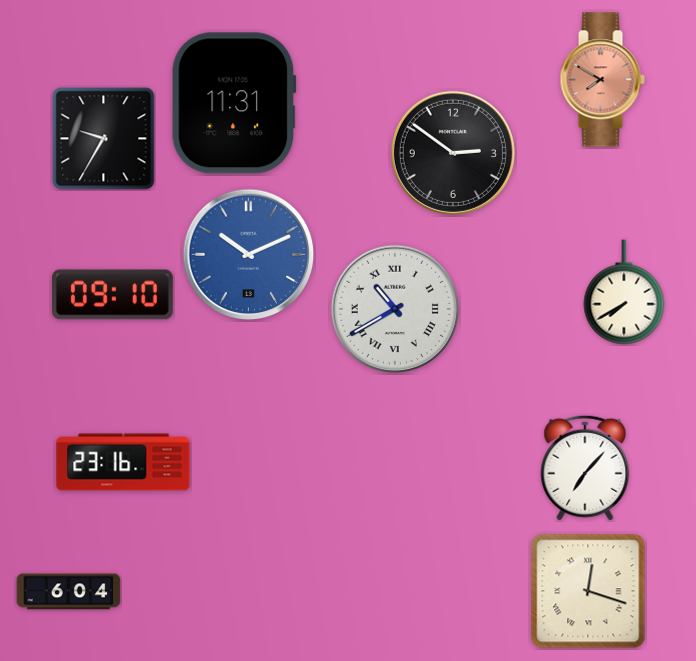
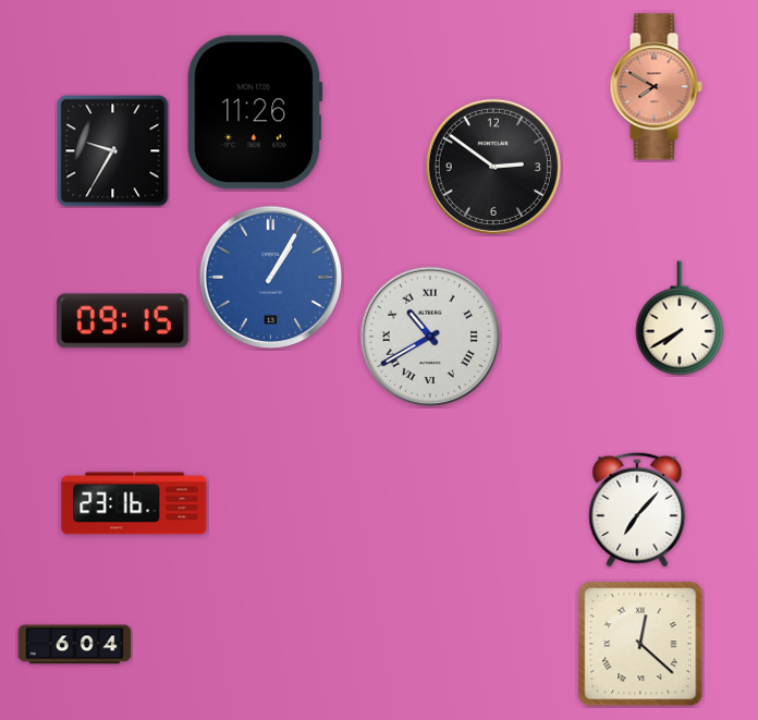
clock at (234, 103): 11:31 -> 11:26
clock at (249, 255): 10:11 -> 1:05
clock at (113, 295): 09:10 -> 09:15
clock at (588, 591): 12:18 -> 12:22
